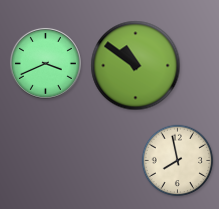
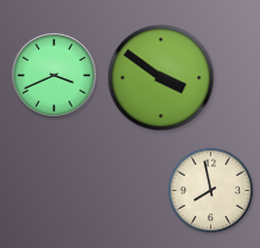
clock at (136, 66): 10:51 -> 3:51
